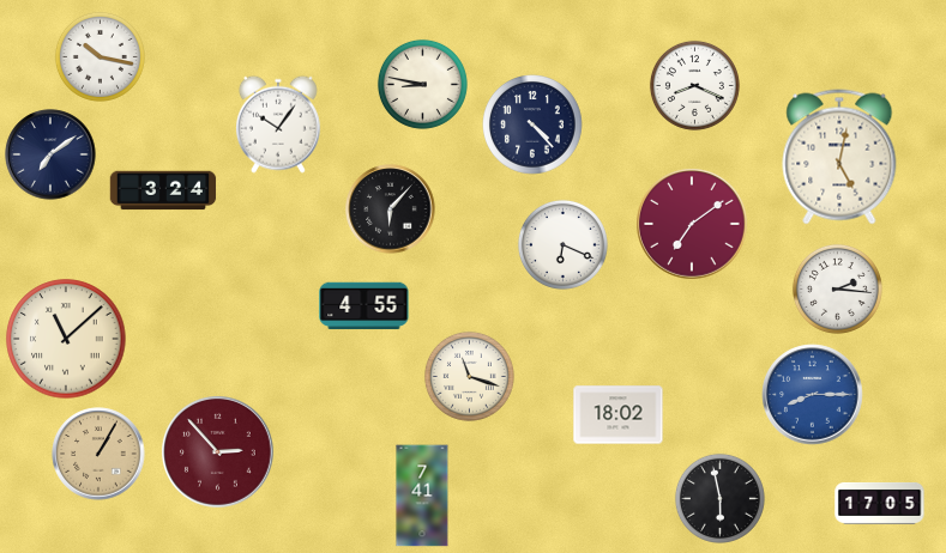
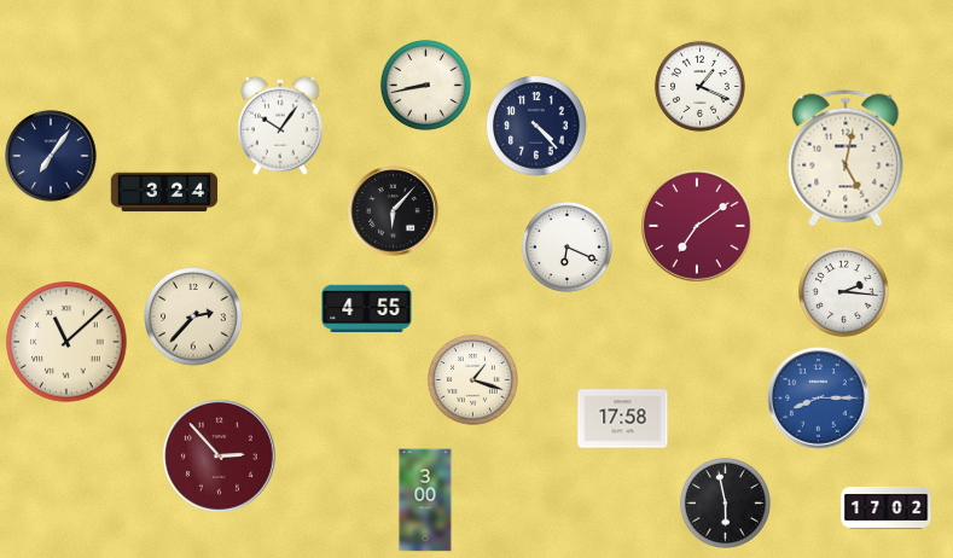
clock at (100, 56): 10:17 -> none
clock at (422, 84): 8:47 -> 8:43
clock at (694, 85): 8:19 -> 1:19
clock at (50, 154): 7:09 -> 7:06
clock at (194, 318): none -> 2:37
clock at (469, 376): 11:18 -> 1:18
clock at (619, 415): 18:02 -> 17:58
clock at (98, 454): 1:05 -> none
clock at (422, 496): 7:41 -> 3:00
clock at (880, 503): 17:05 -> 17:02
